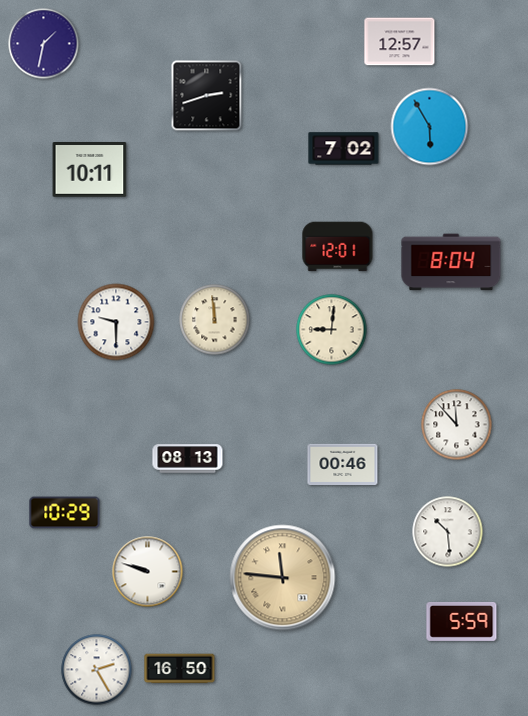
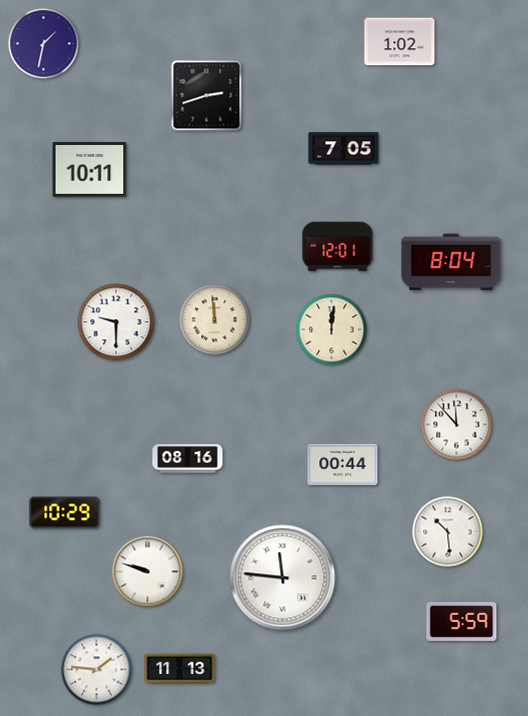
clock at (400, 42): 12:57 -> 1:02
clock at (430, 127): 5:55 -> none
clock at (344, 149): 7:02 -> 7:05
clock at (332, 330): 9:01 -> 12:01
clock at (188, 459): 08:13 -> 08:16
clock at (343, 465): 00:46 -> 00:44
clock at (283, 578) dial: champagne -> white
clock at (180, 669): 16:50 -> 11:13
clock at (97, 670): 2:25 -> 1:46
